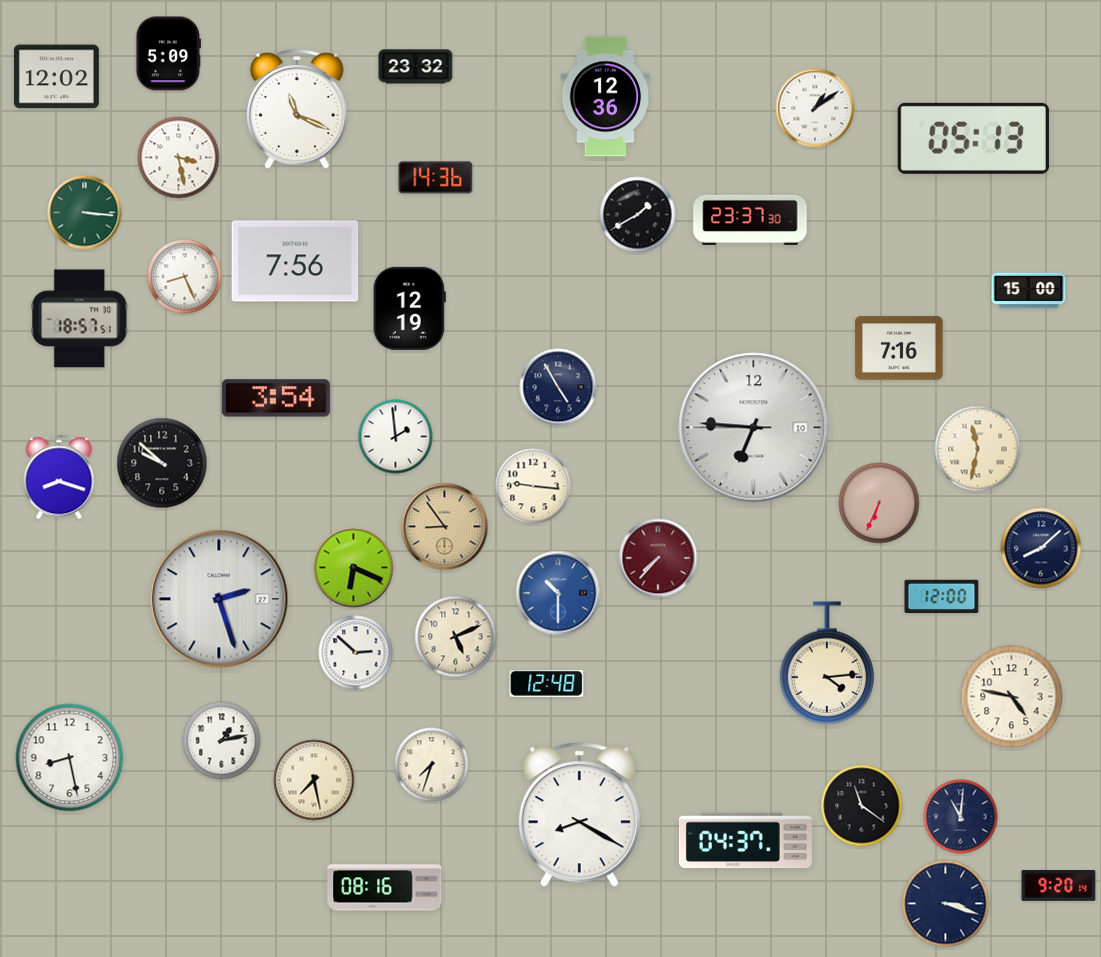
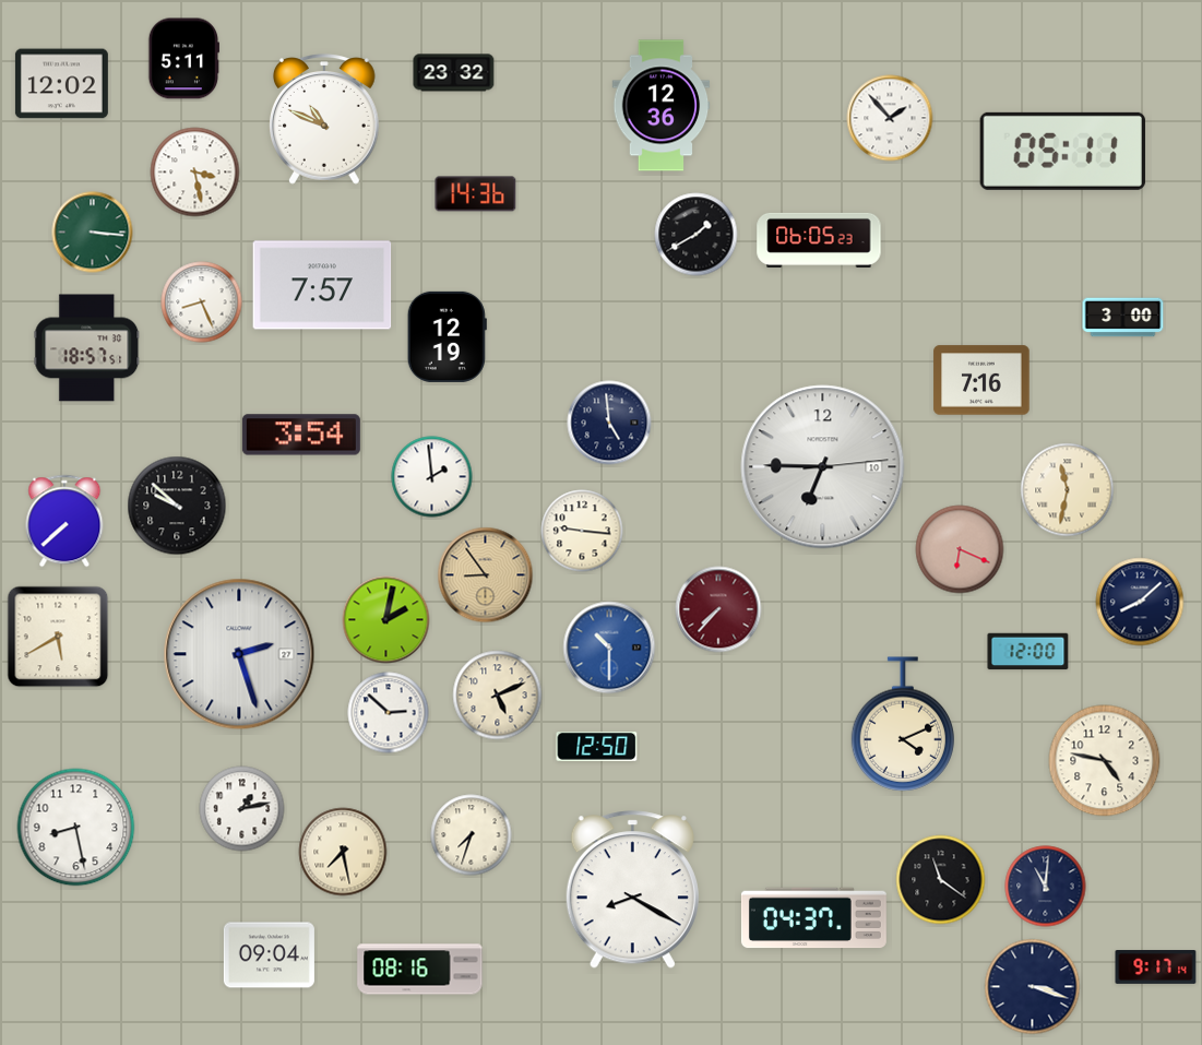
clock at (169, 54): 5:09 -> 5:11
clock at (815, 108): 1:09 -> 1:53
clock at (298, 109): 11:19 -> 10:49
clock at (973, 138): 05:13 -> 05:11
clock at (750, 220): 23:37 -> 06:05
clock at (295, 261): 7:56 -> 7:57
clock at (1029, 291): 15:00 -> 3:00
clock at (558, 387): 4:55 -> 4:59
clock at (754, 428): 6:45:45 -> 6:45:14
clock at (59, 477): 8:18 -> 7:38
clock at (879, 503): 6:34 -> 6:19
clock at (1041, 548) position: (1041, 548) -> (1140, 602)
clock at (354, 568): 6:19 -> 2:02
clock at (58, 637): none -> 5:40
clock at (826, 663): 4:14 -> 4:11
clock at (547, 683): 12:48 -> 12:50
clock at (961, 817) position: (961, 817) -> (1046, 887)
clock at (269, 955): none -> 09:04
clock at (1059, 886): 9:20 -> 9:17
